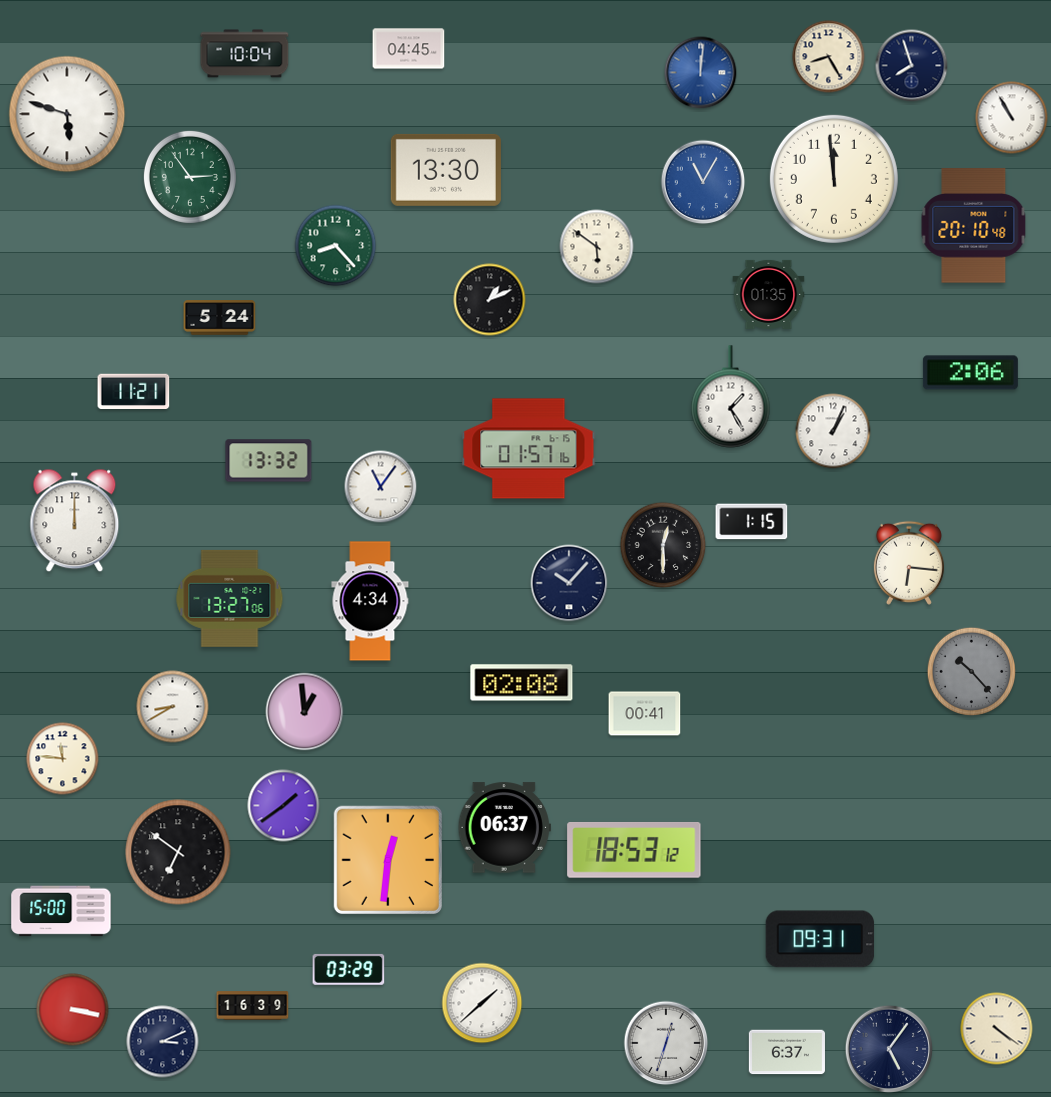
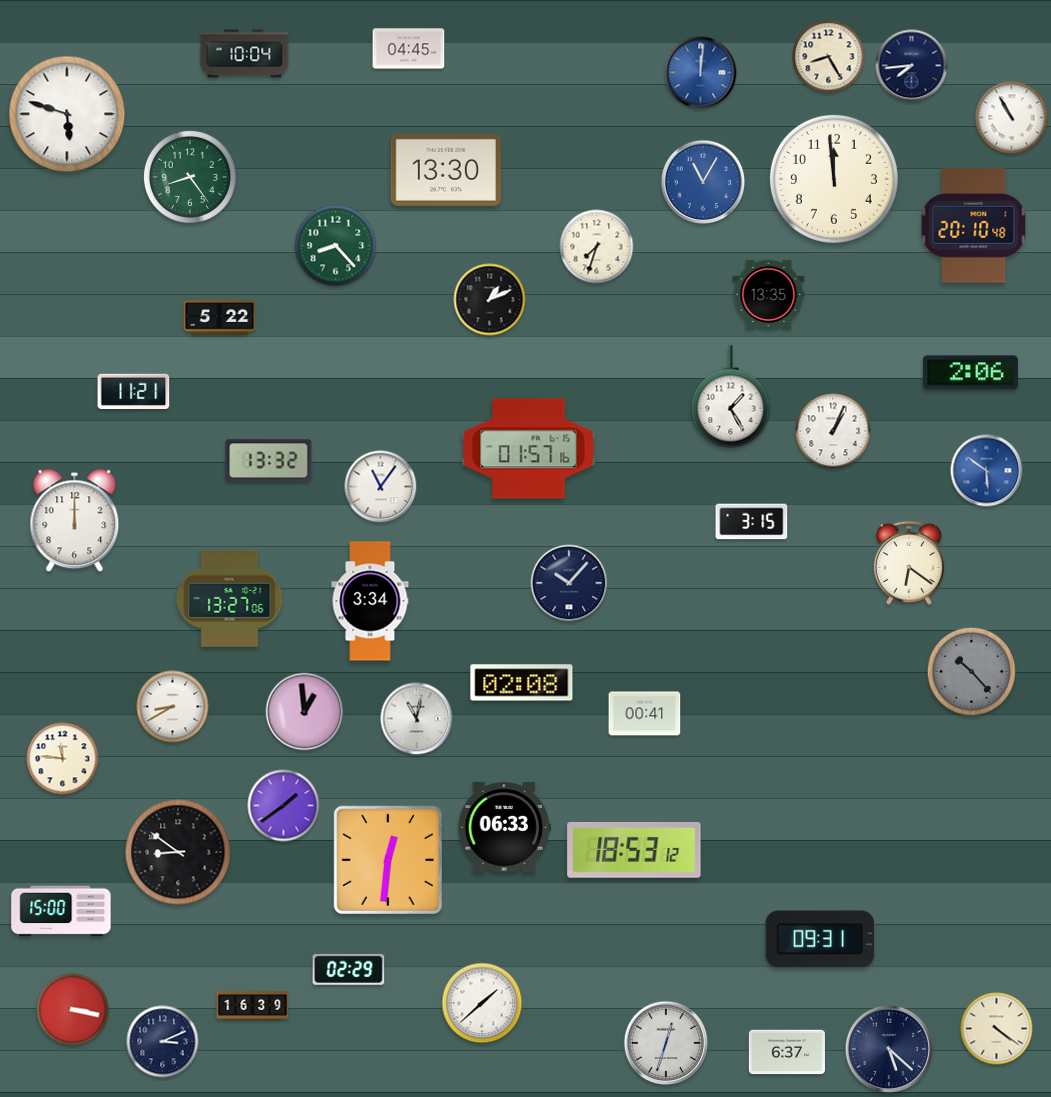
clock at (912, 66): 7:57 -> 7:44
clock at (190, 177): 2:54 -> 8:24
clock at (597, 247): 5:51 -> 7:33
clock at (769, 294): 01:35 -> 13:35
clock at (220, 318): 5:24 -> 5:22
clock at (987, 471): none -> 5:51
clock at (752, 522): 1:15 -> 3:15
clock at (663, 545): 12:30 -> none
clock at (909, 563): 6:16 -> 6:21
clock at (370, 601): 4:34 -> 3:34
clock at (417, 719): none -> 11:02
clock at (504, 828): 06:37 -> 06:33
clock at (178, 852): 6:51 -> 8:51
clock at (349, 969): 03:29 -> 02:29
clock at (889, 1049): 5:06 -> 5:22
